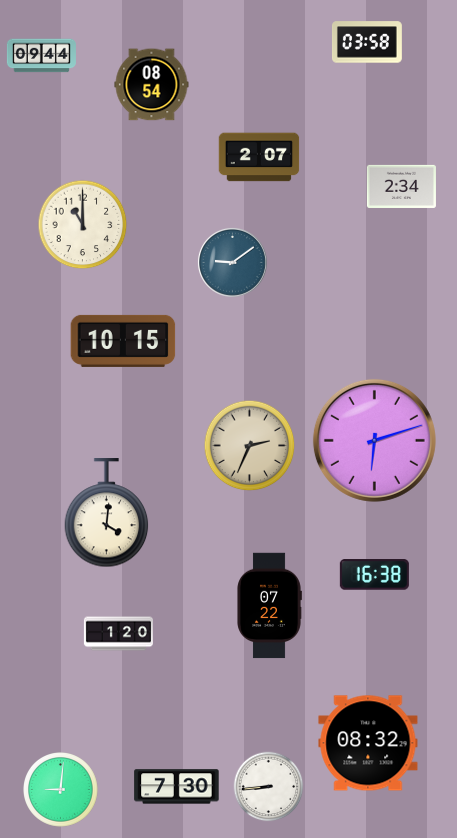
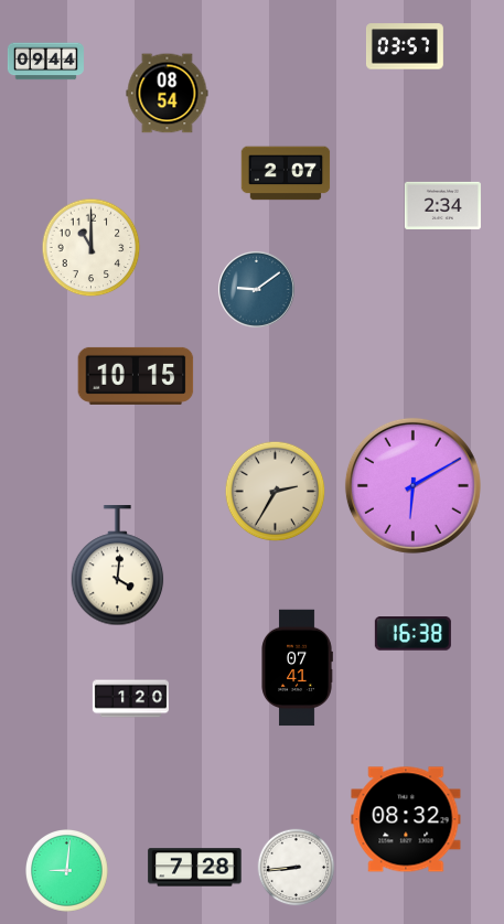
clock at (367, 42): 03:58 -> 03:57
clock at (374, 440): 6:12 -> 6:10
clock at (250, 446): 2:34 -> 2:35
clock at (269, 606): 07:22 -> 07:41
clock at (177, 787): 7:30 -> 7:28
